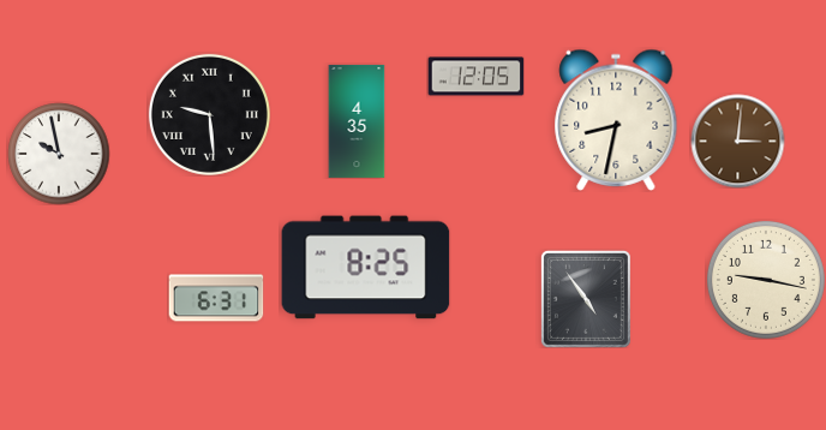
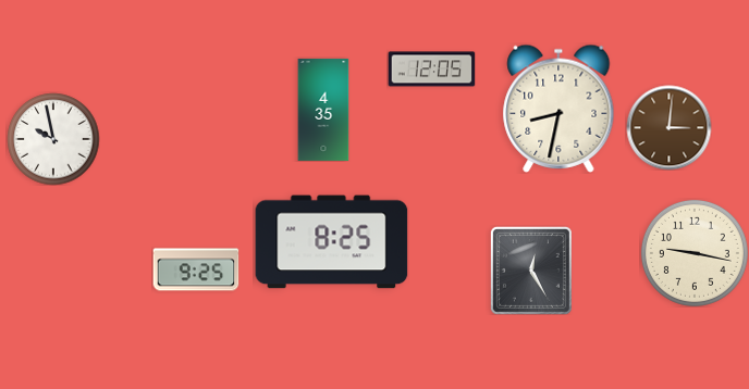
clock at (209, 114): 9:29 -> none
clock at (216, 298): 6:31 -> 9:25
clock at (586, 299): 4:54 -> 12:25
